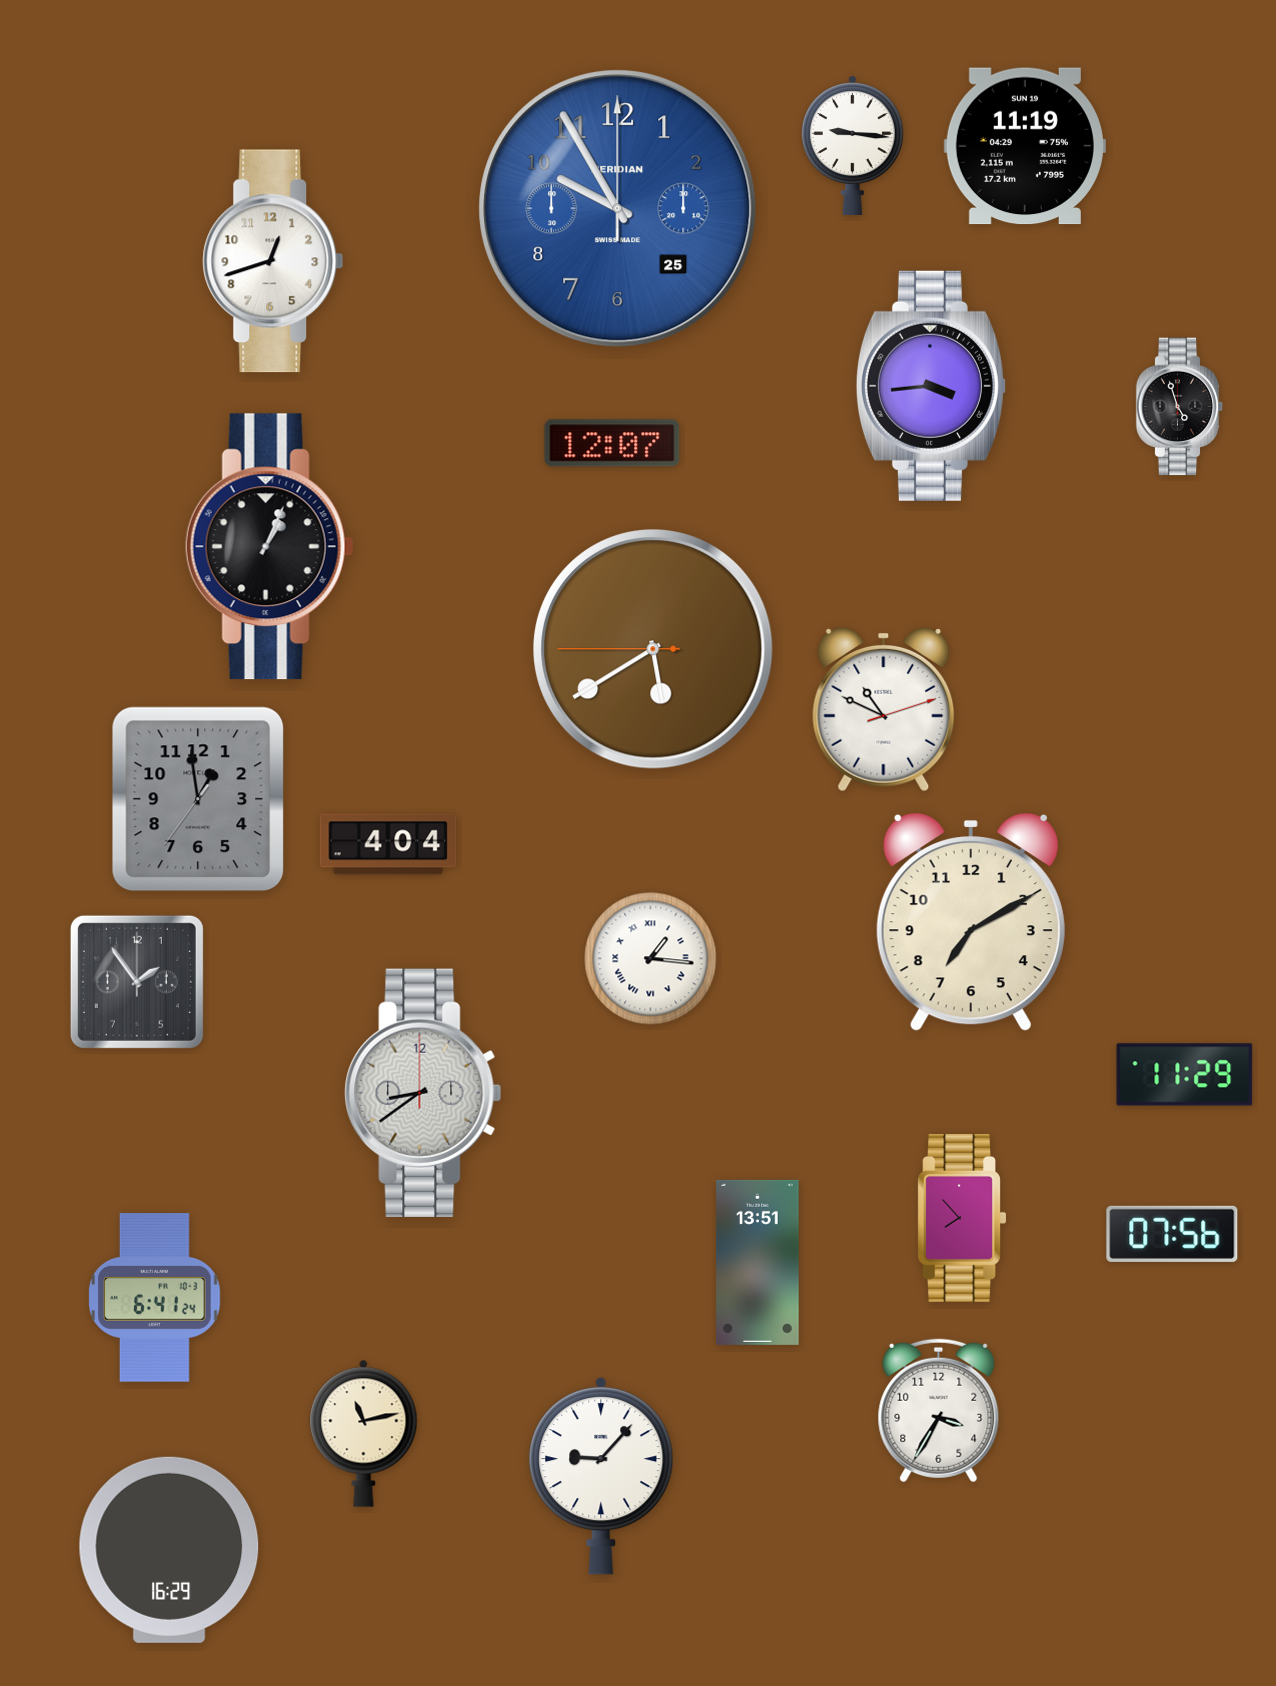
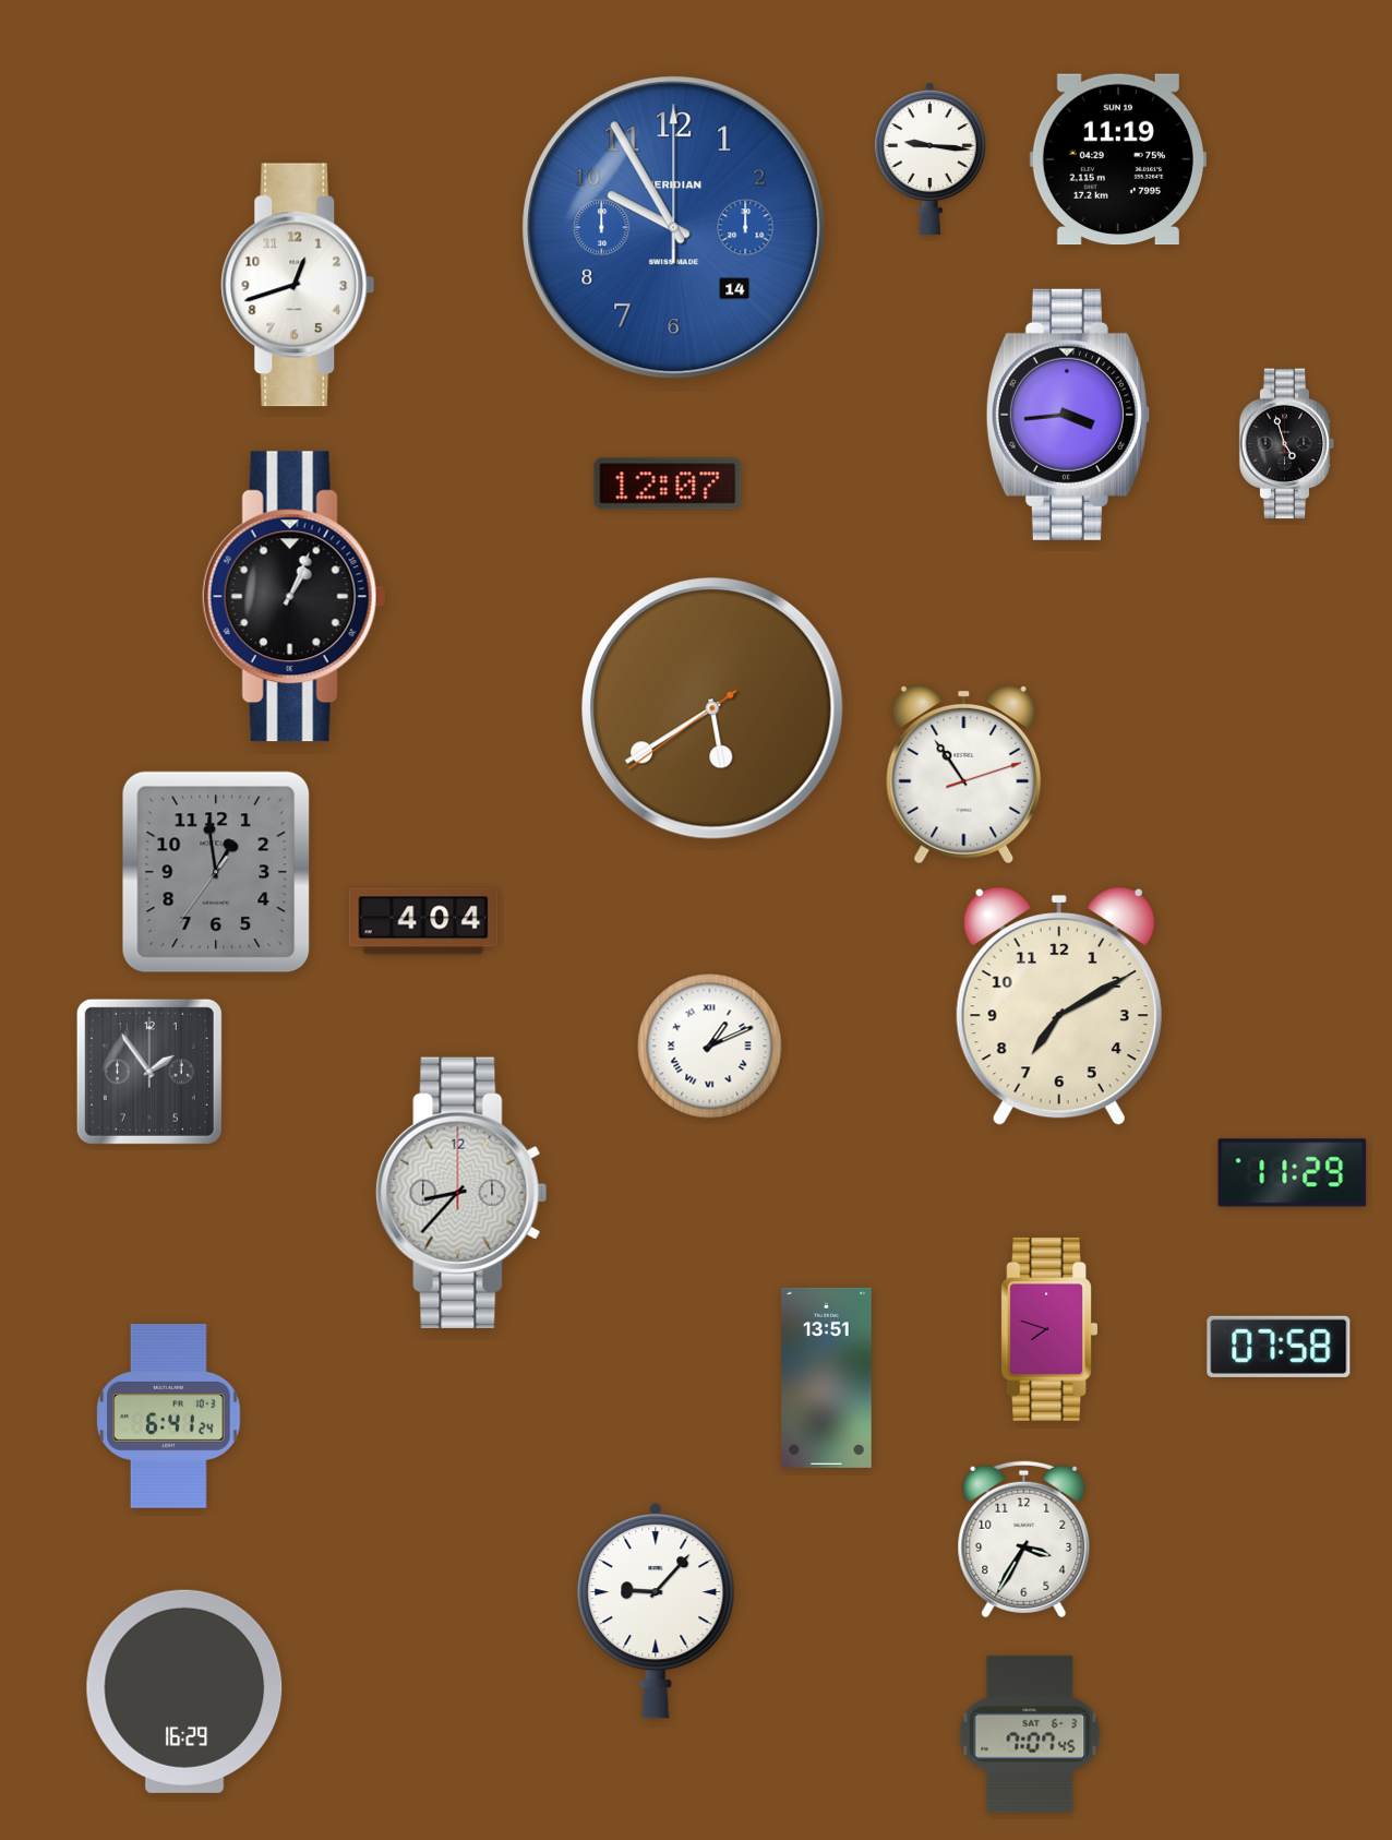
clock at (618, 209) date: 25 -> 14
clock at (931, 386) position: (931, 386) -> (1068, 415)
clock at (653, 649): 5:39:45 -> 5:39:39
clock at (884, 709): 10:49 -> 10:54
clock at (651, 959): 1:16 -> 1:11
clock at (423, 1093): 8:39 -> 8:37
clock at (962, 1218): 7:53 -> 7:48
clock at (1172, 1234): 07:56 -> 07:58
clock at (364, 1433): 11:13 -> none
clock at (1030, 1734): none -> 7:07
